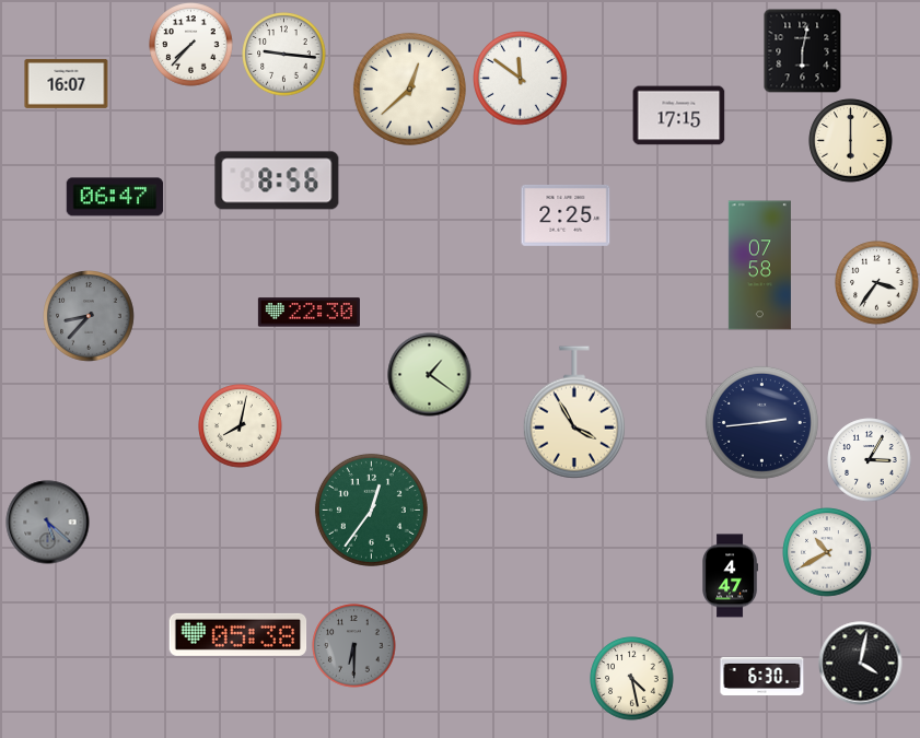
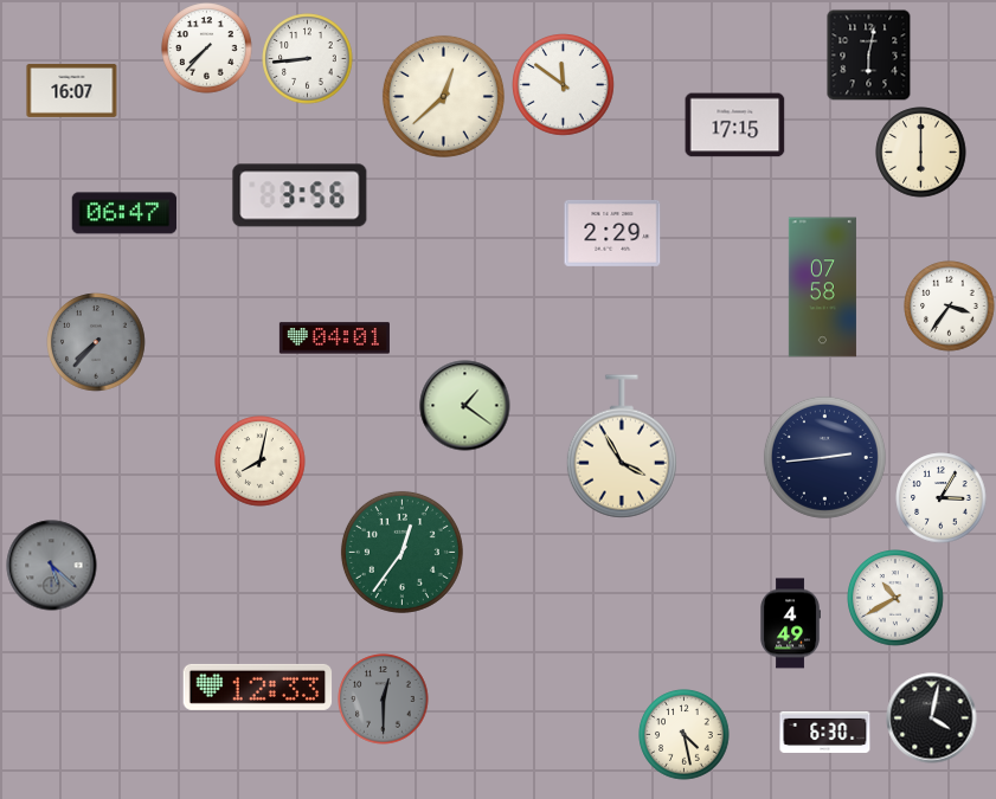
clock at (284, 55): 9:16 -> 8:44
clock at (277, 180): 8:56 -> 3:56
clock at (566, 215): 2:25 -> 2:29
clock at (308, 313): 22:30 -> 04:01
clock at (89, 316): 8:37 -> 7:37
clock at (730, 576): 4:47 -> 4:49
clock at (238, 634): 05:38 -> 12:33
clock at (354, 646): 6:30 -> 12:30
